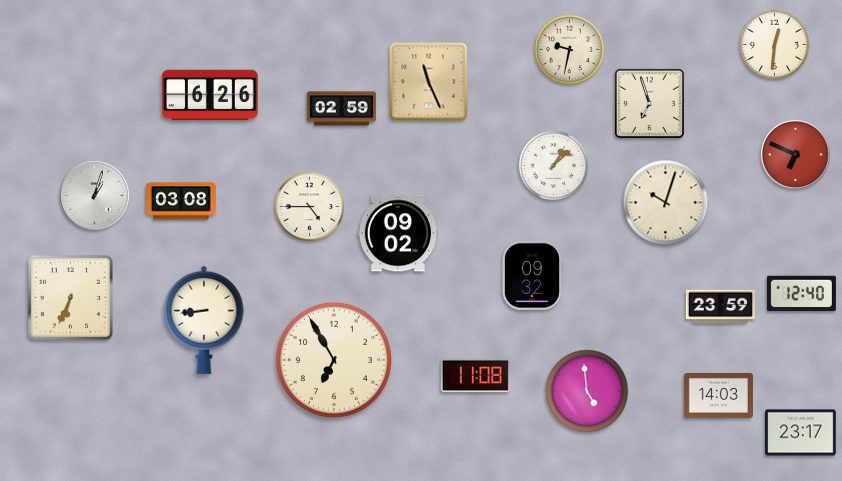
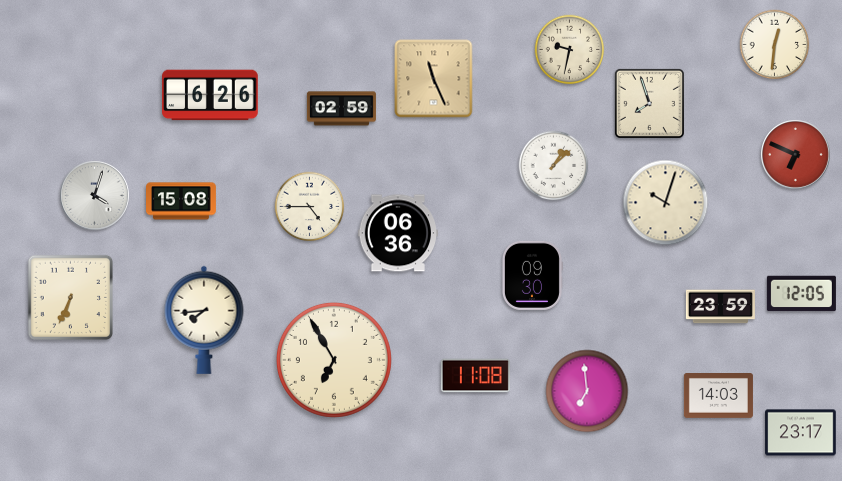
clock at (429, 82) position: (429, 82) -> (434, 79)
clock at (649, 103): 6:57 -> 7:57
clock at (95, 196): 1:03 -> 4:03
clock at (182, 201): 03:08 -> 15:08
clock at (397, 233): 09:02 -> 06:36
clock at (532, 275): 09:32 -> 09:30
clock at (801, 294): 12:40 -> 12:05
clock at (204, 320): 8:44 -> 7:44
clock at (587, 391): 4:59 -> 6:59
